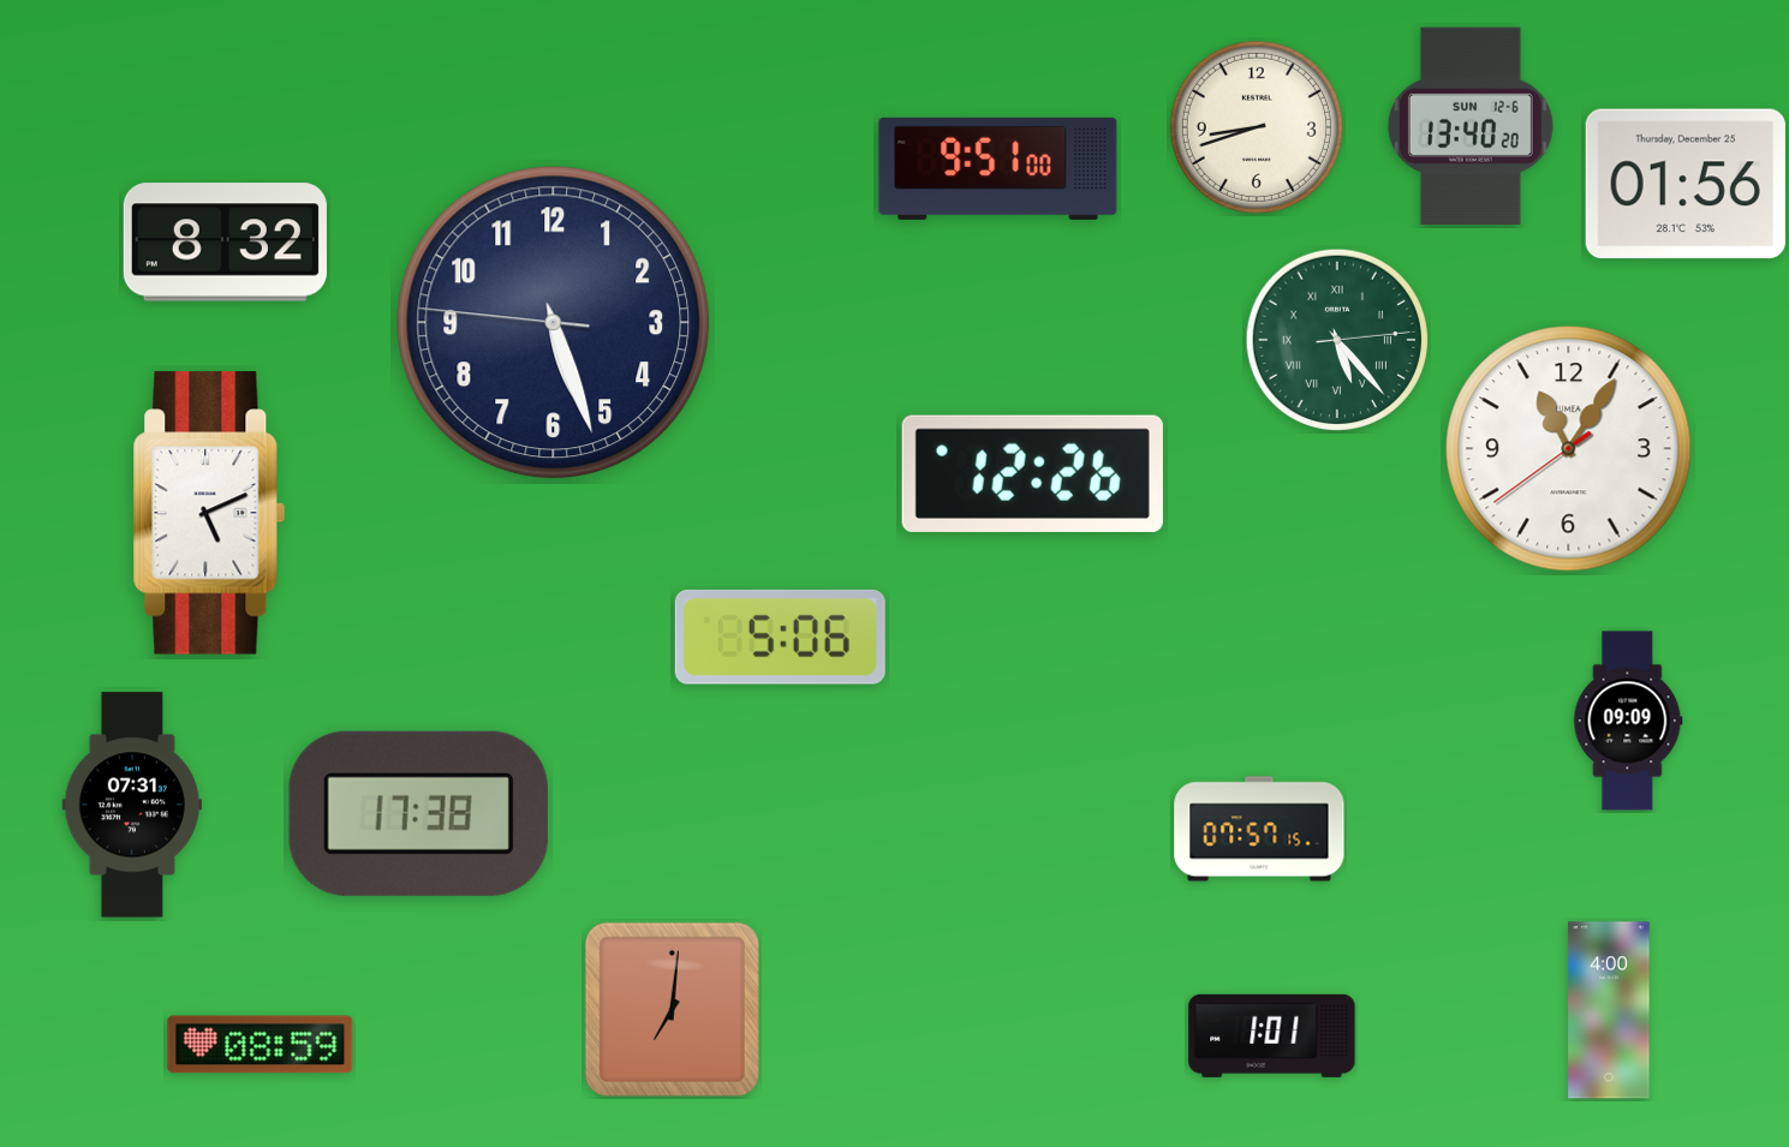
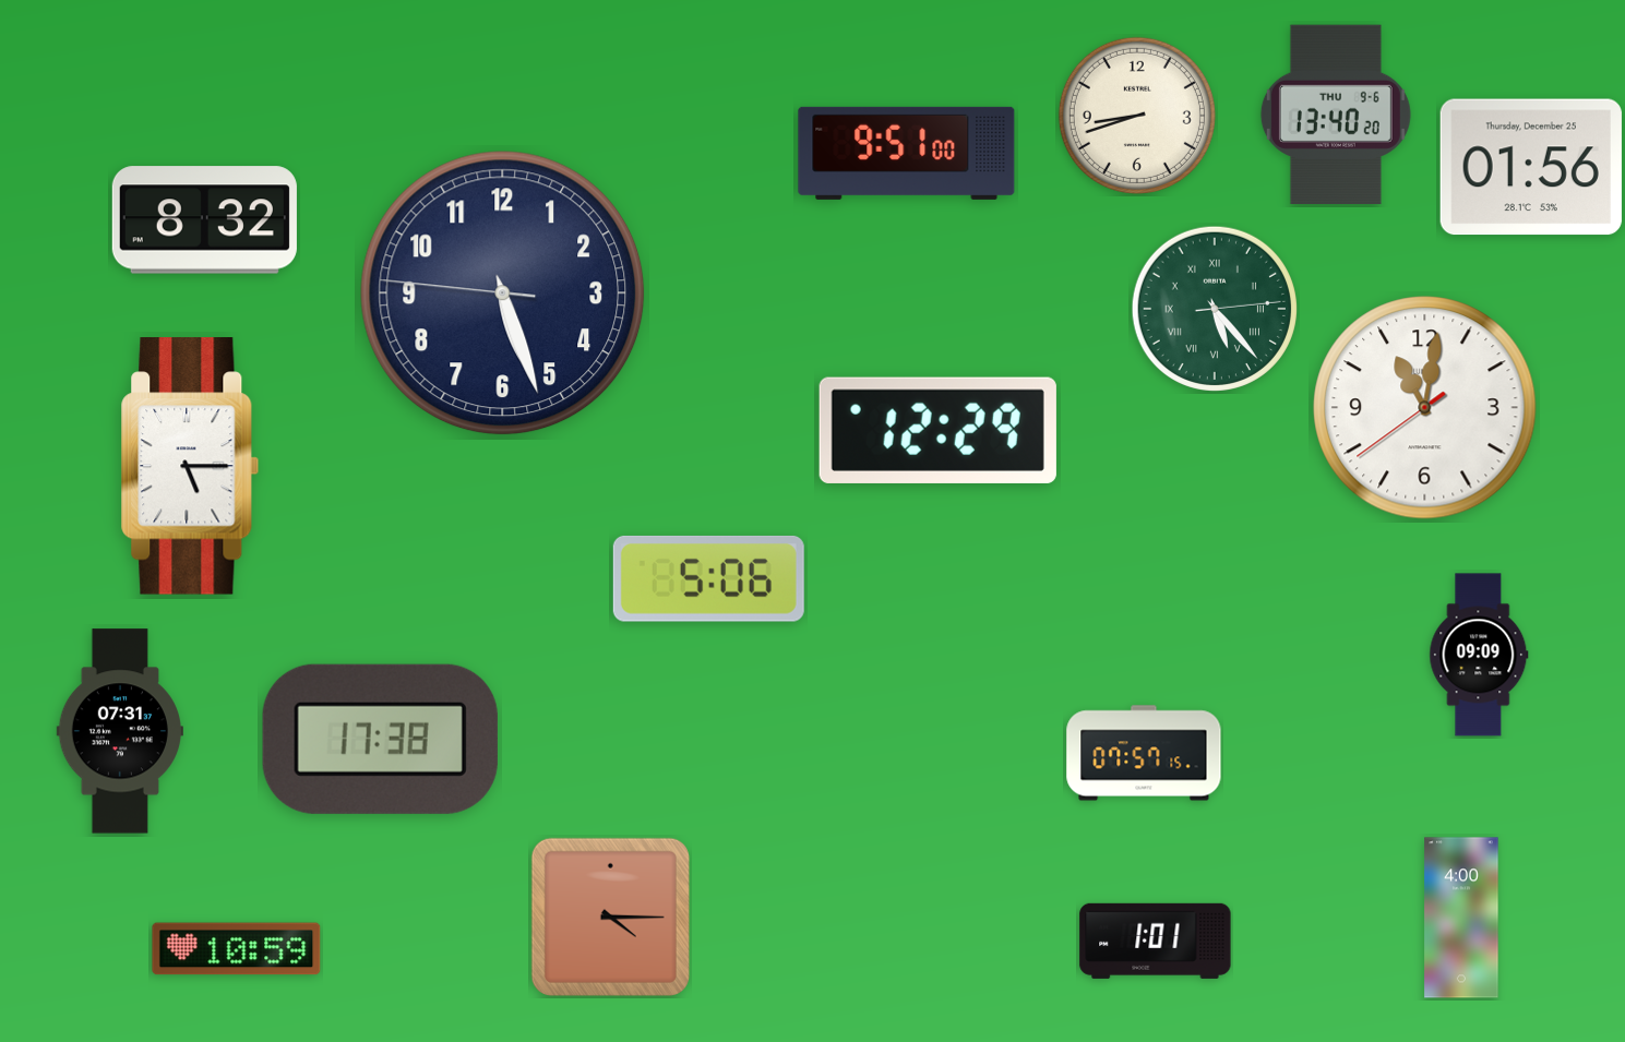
clock at (1471, 126) date: SUN 12-6 -> THU 9-6
clock at (1257, 127) position: (1257, 127) -> (1137, 116)
clock at (1569, 449): 11:05 -> 11:01
clock at (1032, 473): 12:26 -> 12:29
clock at (209, 513): 5:11 -> 5:15
clock at (672, 1009): 7:01 -> 4:15
clock at (261, 1045): 08:59 -> 10:59
